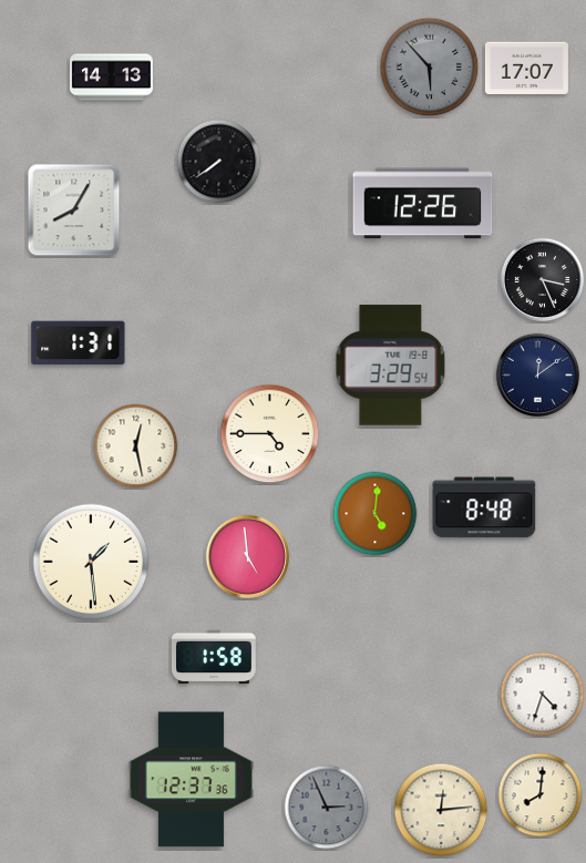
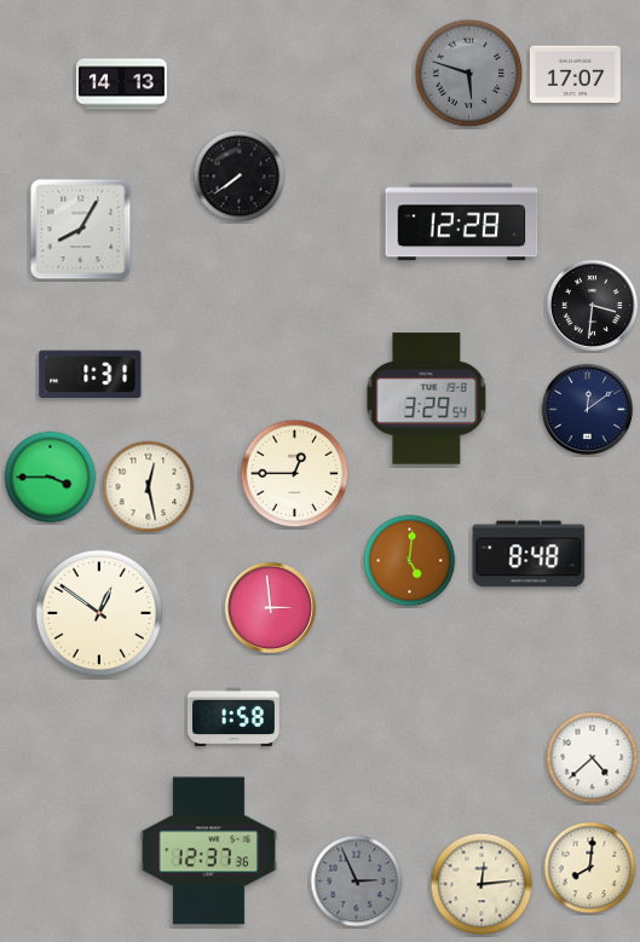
clock at (430, 68): 5:53 -> 5:48
clock at (423, 204): 12:26 -> 12:28
clock at (543, 280): 3:26 -> 3:31
clock at (79, 343) position: (79, 343) -> (91, 375)
clock at (270, 434): 4:45 -> 12:45
clock at (51, 478): none -> 3:45
clock at (248, 557): 4:59 -> 2:59
clock at (91, 562): 1:29 -> 12:51
clock at (543, 695): 4:33 -> 4:38
